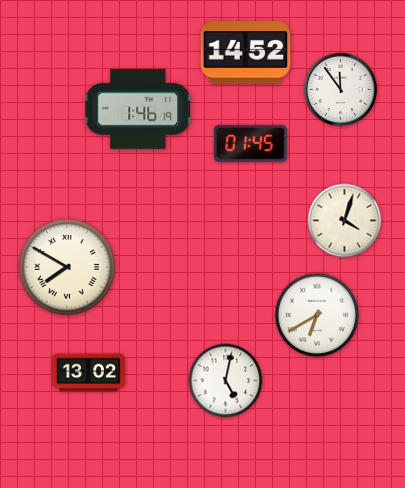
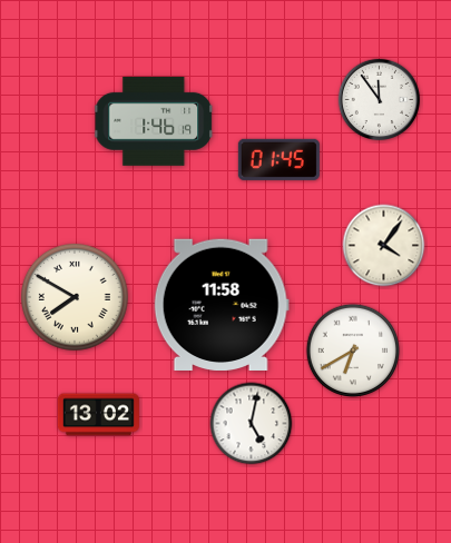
clock at (246, 53): 14:52 -> none
clock at (345, 221): 4:03 -> 4:06
clock at (222, 304): none -> 11:58
